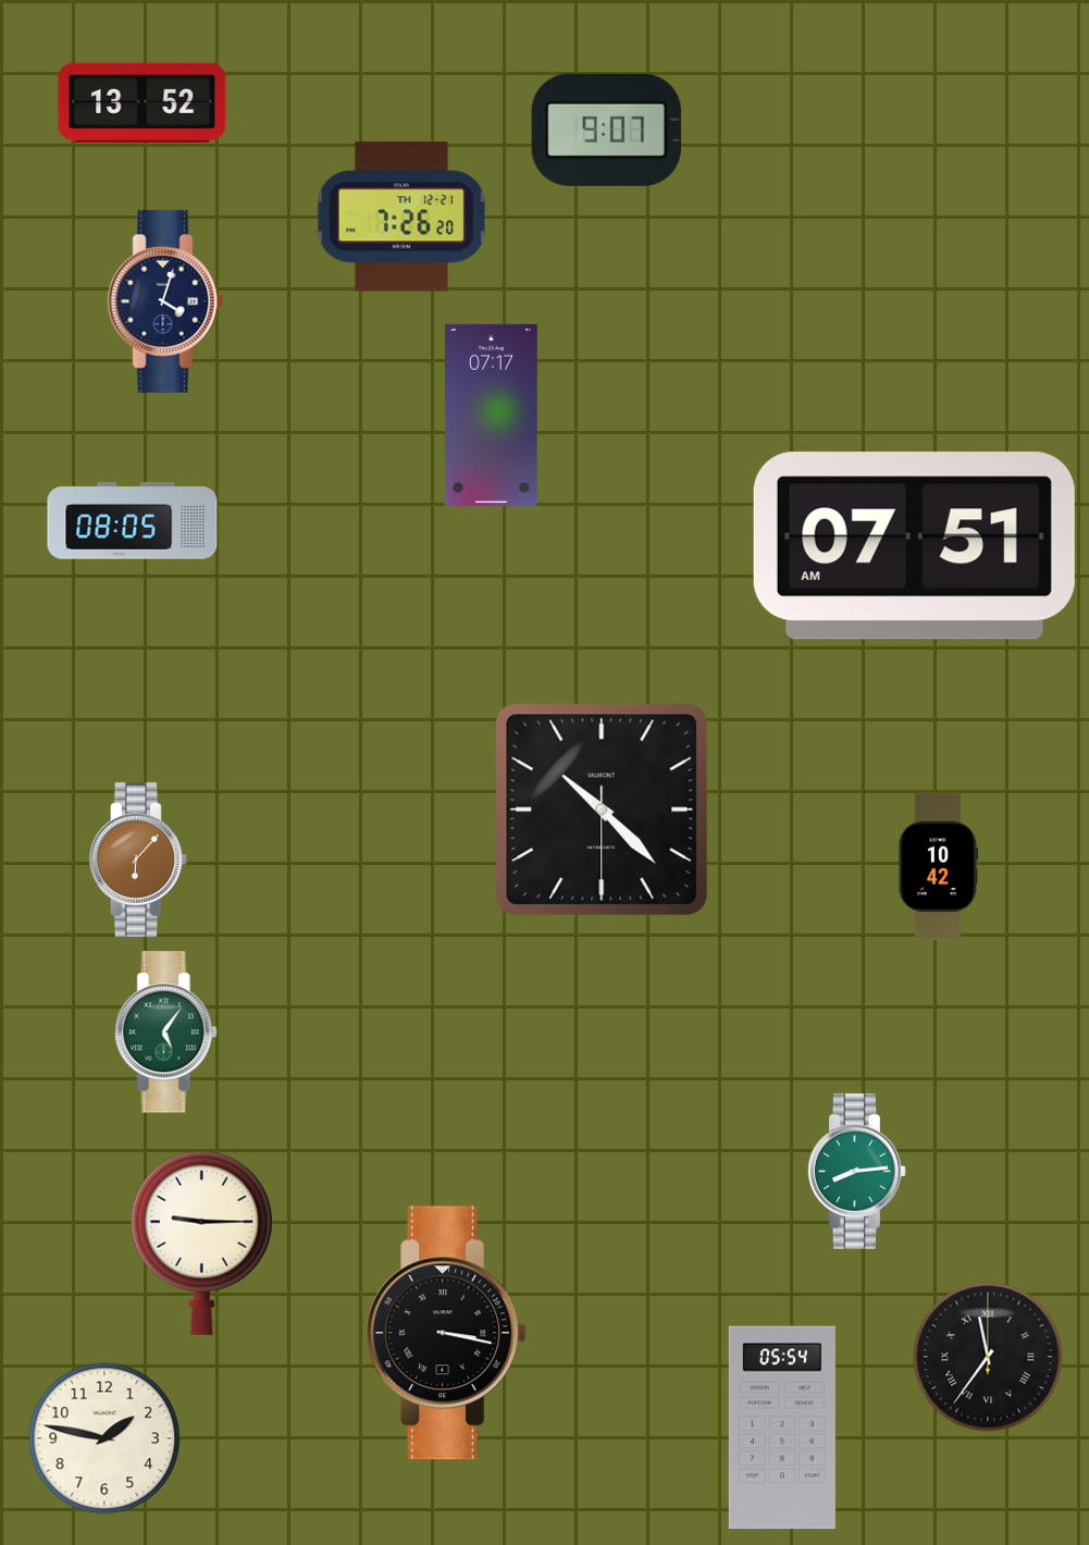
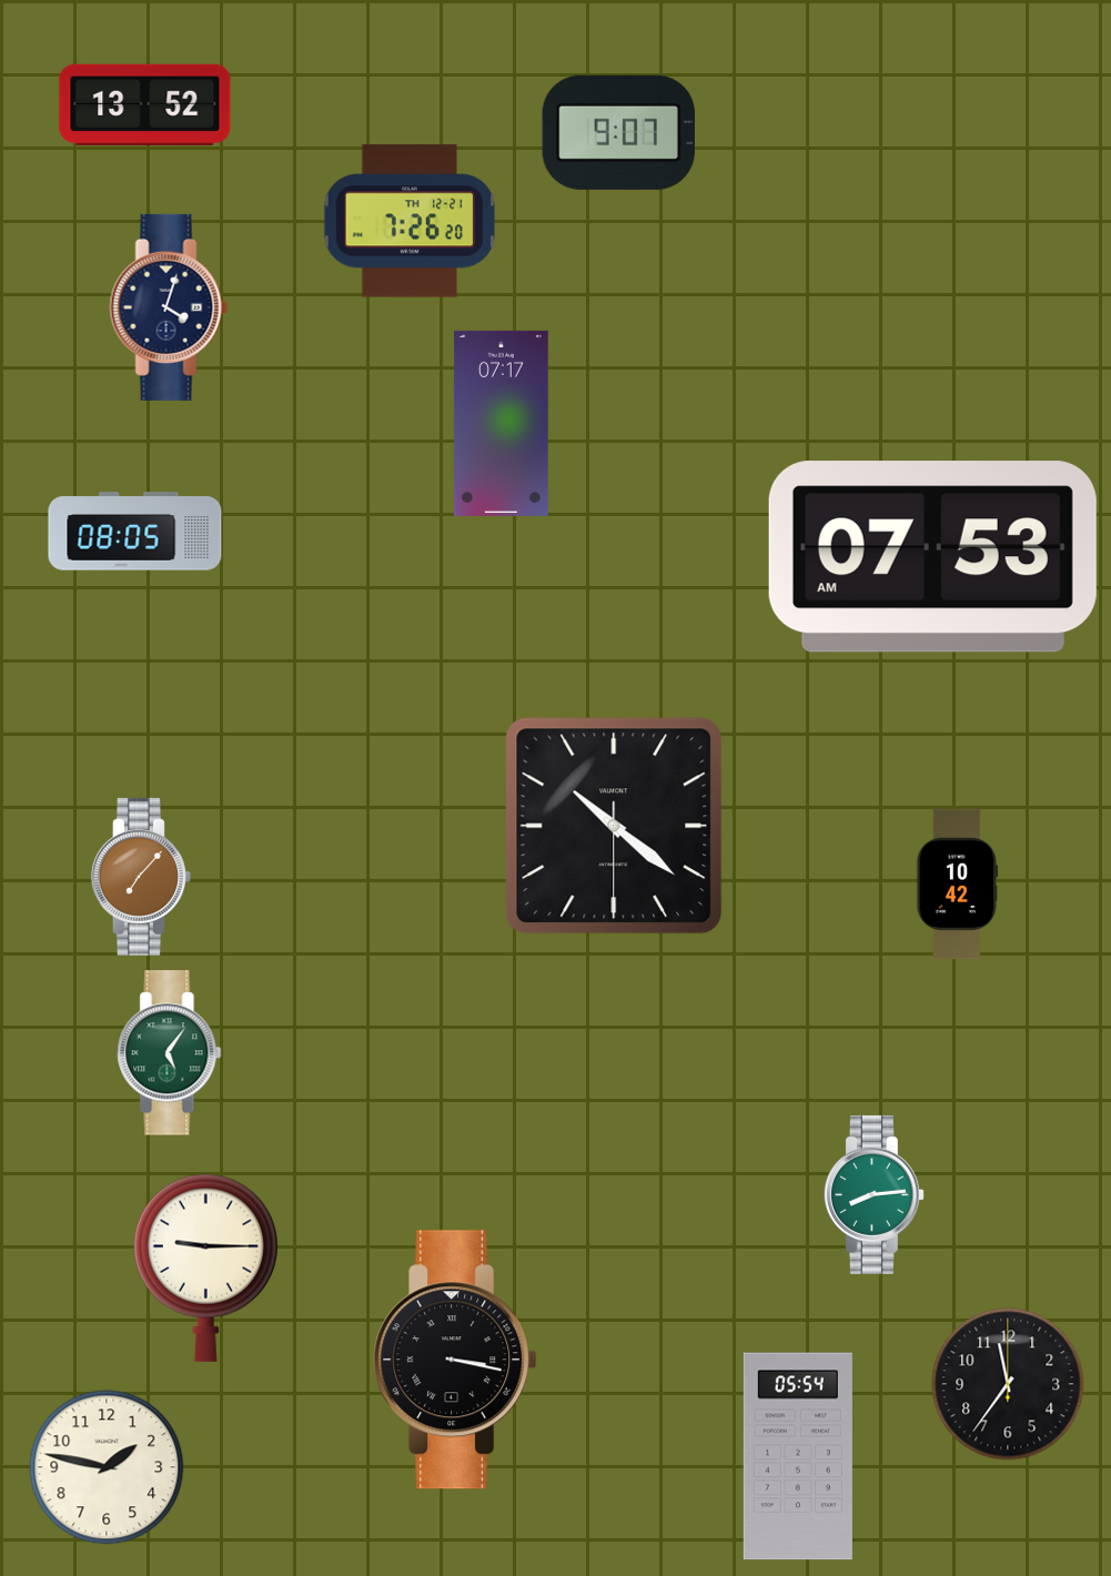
clock at (914, 546): 07:51 -> 07:53
clock at (602, 809): 10:22 -> 10:21
clock at (138, 860): 6:07 -> 7:07
clock at (988, 1357) numerals: Roman -> Arabic
